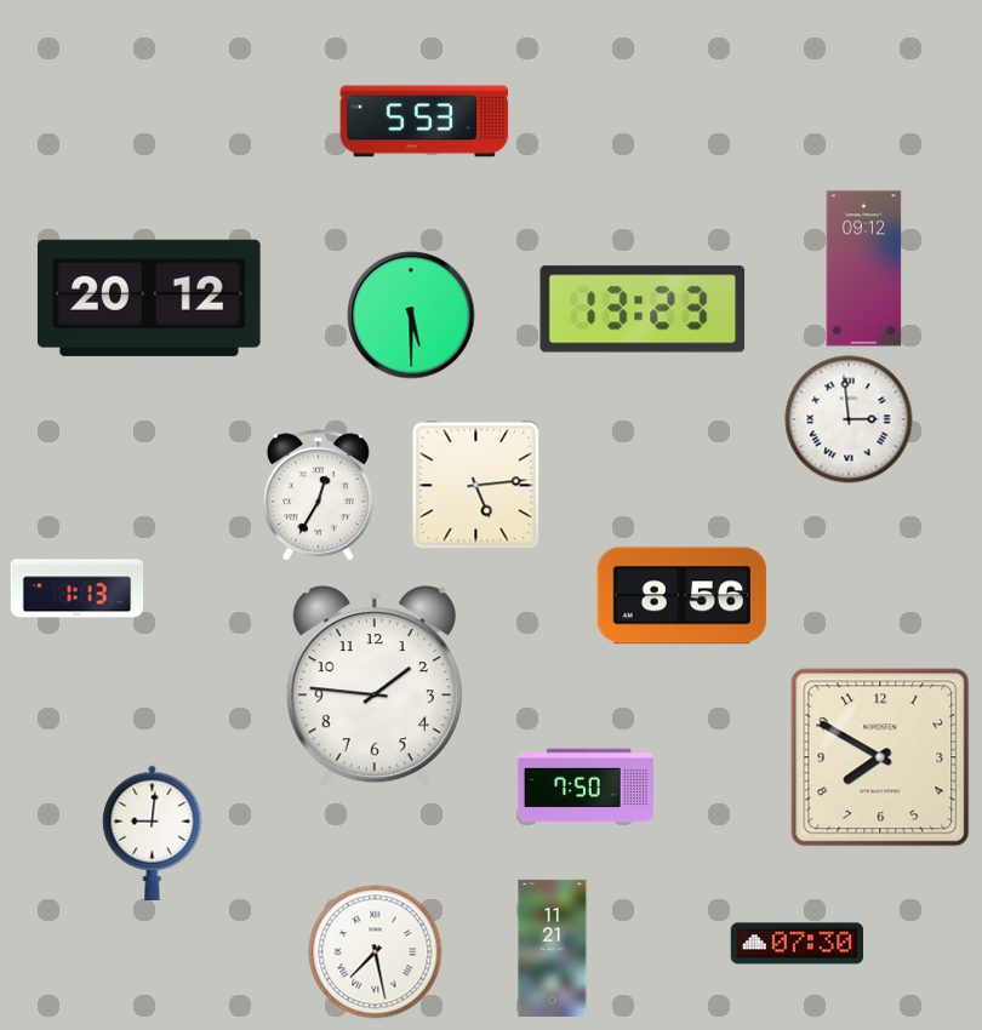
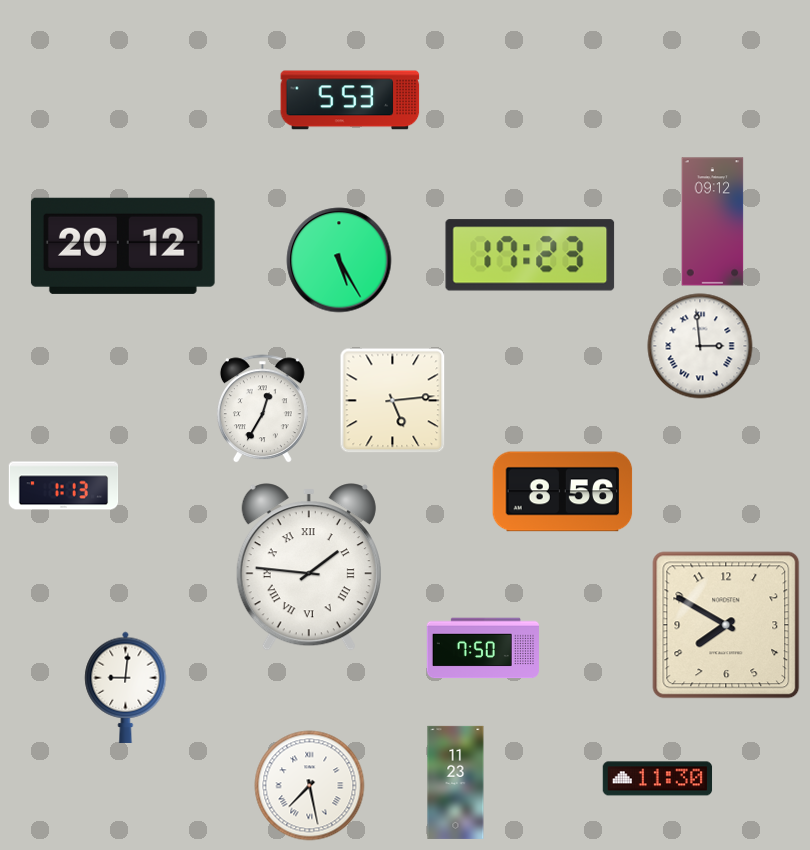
clock at (643, 309): 13:23 -> 17:23
clock at (411, 315): 5:30 -> 5:25
clock at (375, 687) numerals: Arabic -> Roman
clock at (798, 944): 07:30 -> 11:30
clock at (553, 948): 11:21 -> 11:23
